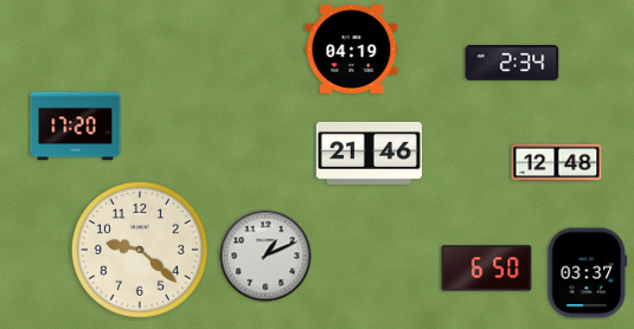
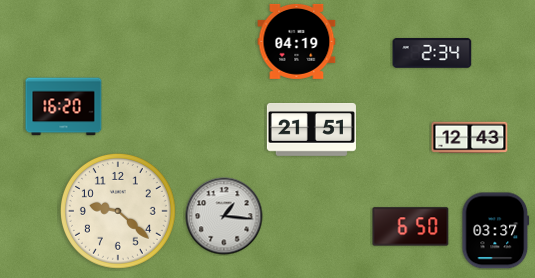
clock at (76, 127): 17:20 -> 16:20
clock at (369, 154): 21:46 -> 21:51
clock at (557, 163): 12:48 -> 12:43
clock at (265, 256): 1:11 -> 1:16
